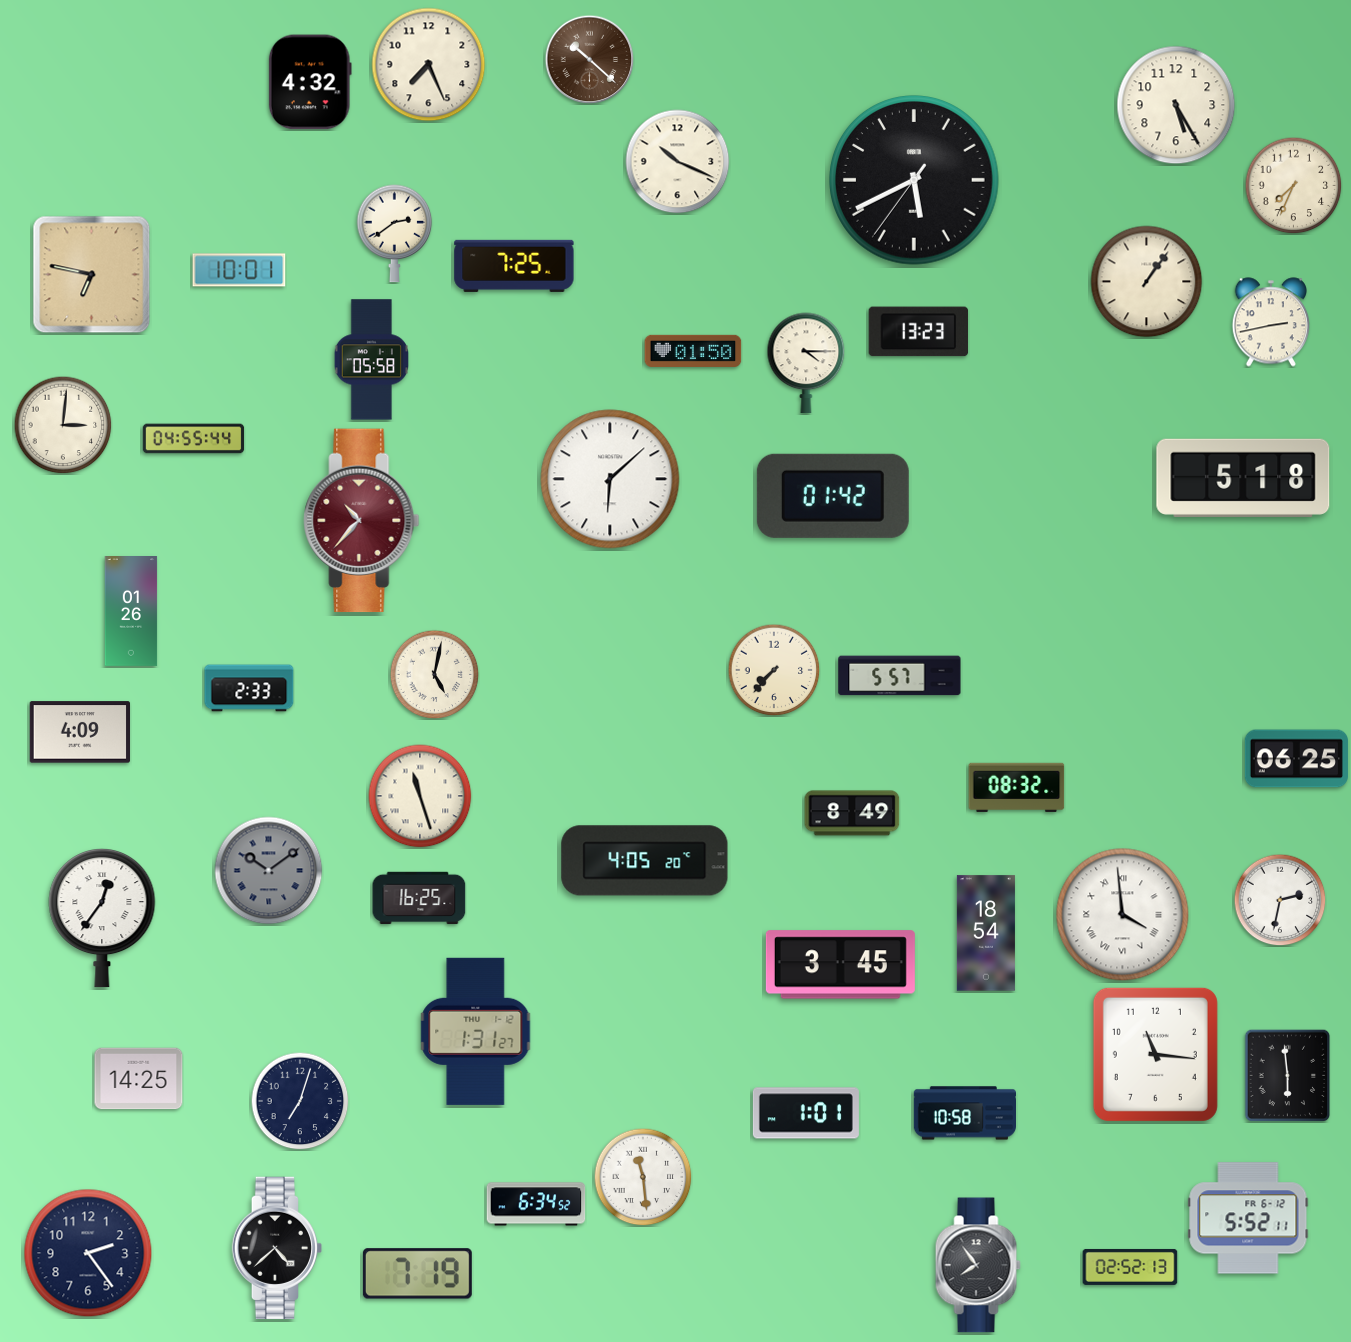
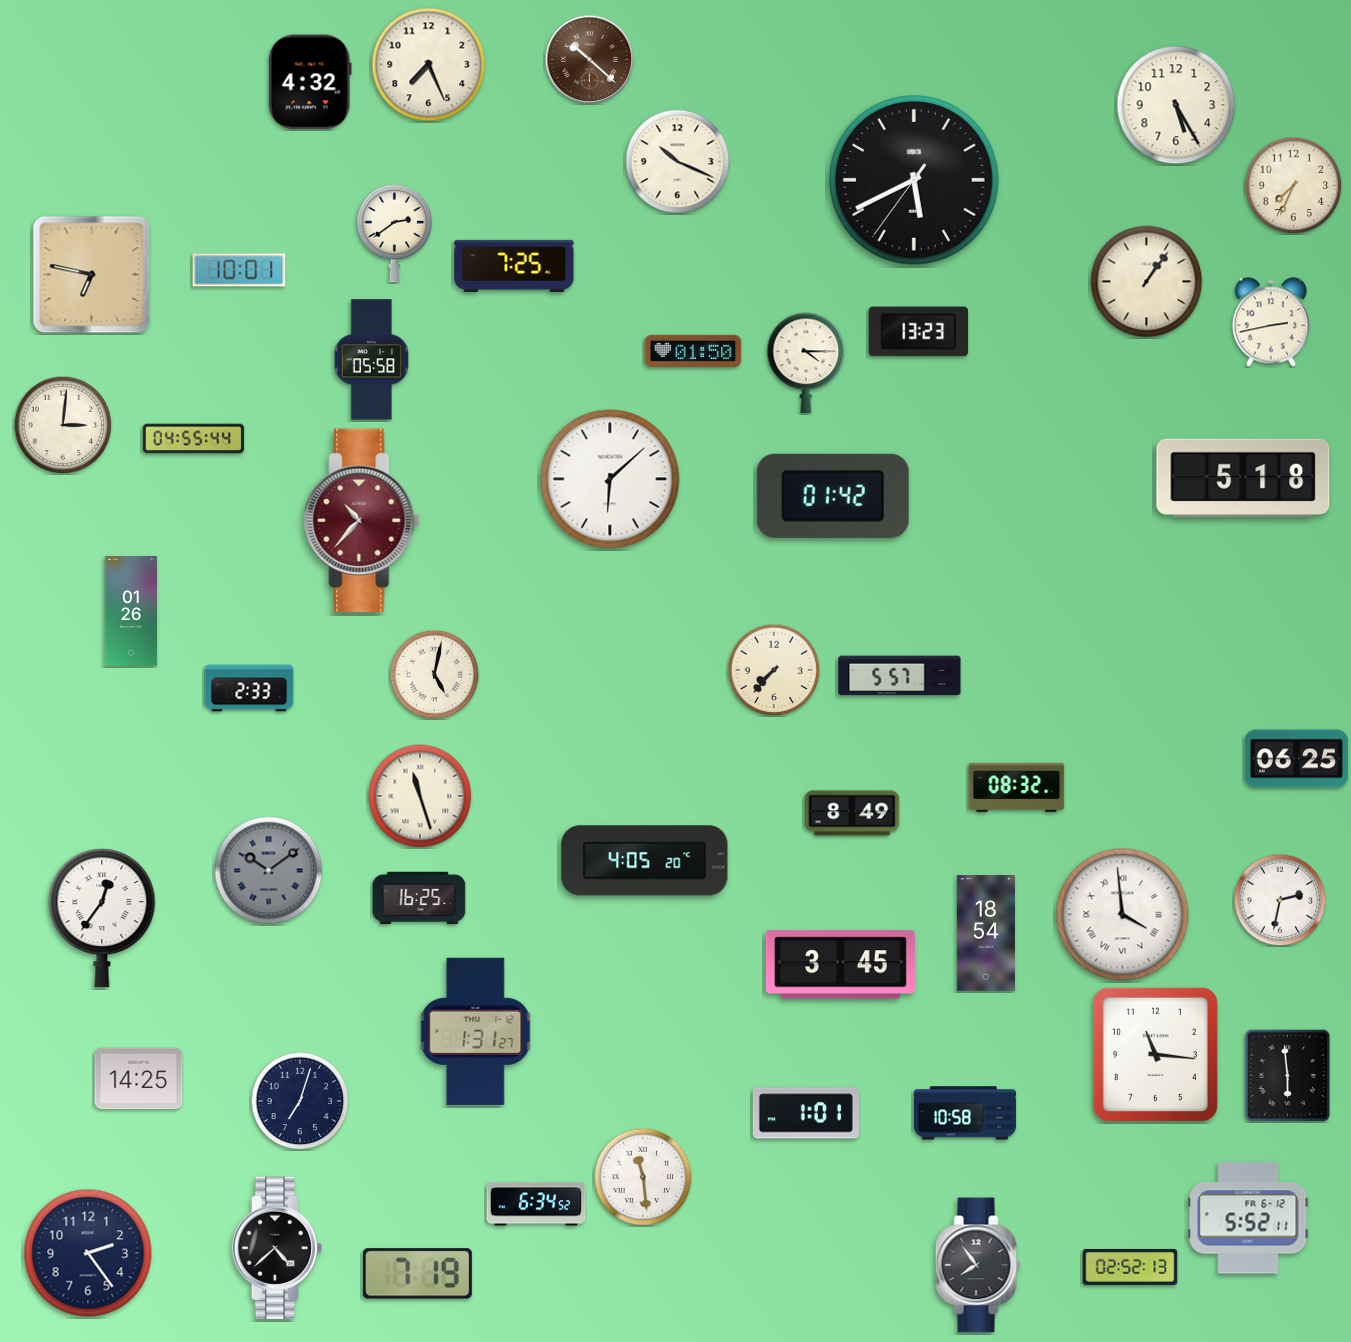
clock at (80, 732): 4:09 -> none
